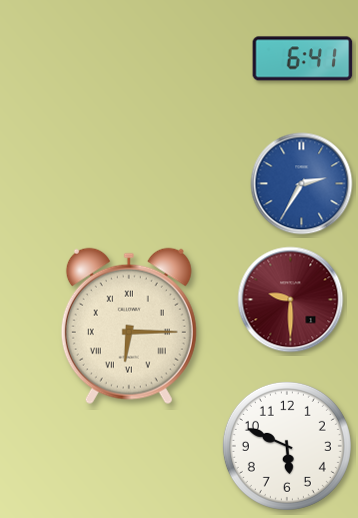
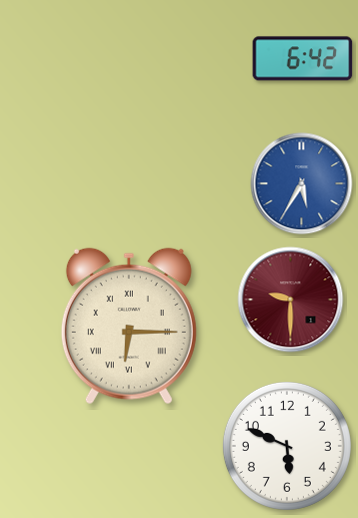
clock at (303, 59): 6:41 -> 6:42
clock at (302, 184): 2:35 -> 5:35
